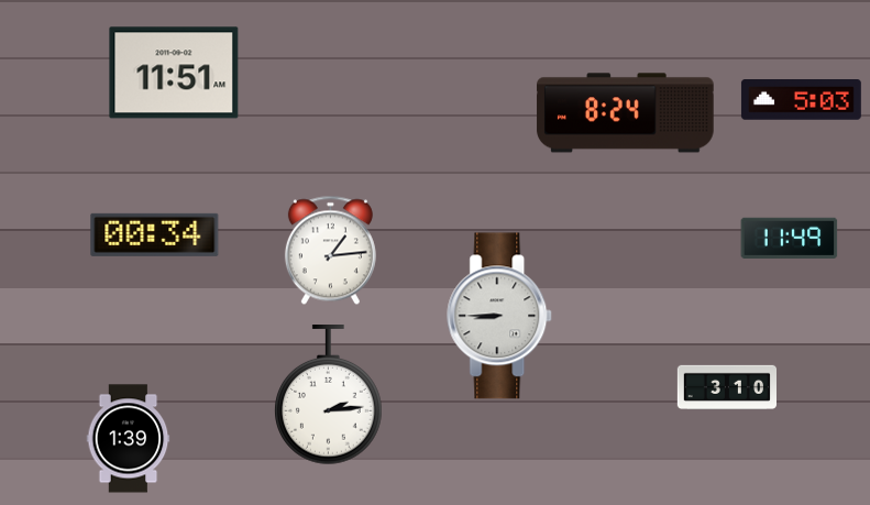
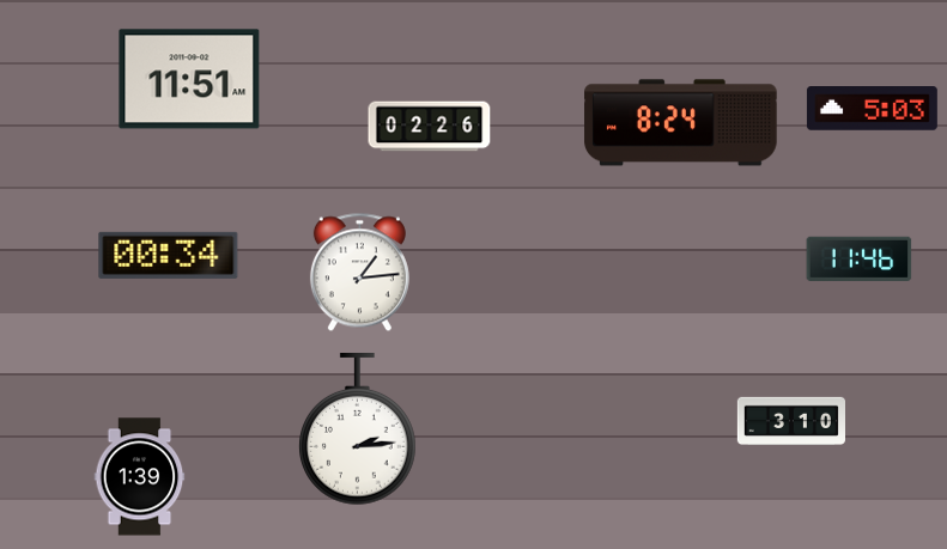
clock at (430, 127): none -> 02:26
clock at (790, 238): 11:49 -> 11:46
clock at (500, 316): 8:45 -> none
